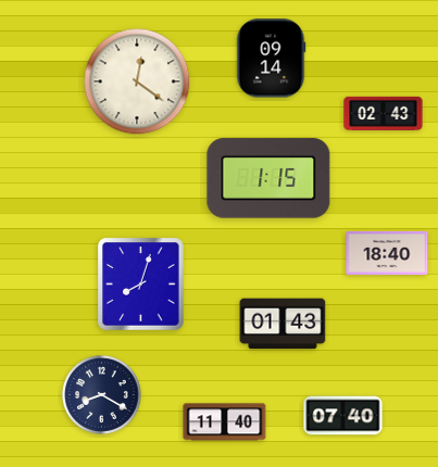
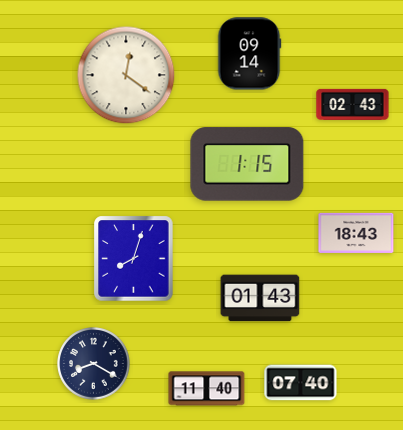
clock at (387, 253): 18:40 -> 18:43
clock at (141, 285) position: (141, 285) -> (134, 259)
clock at (343, 416) position: (343, 416) -> (301, 383)
